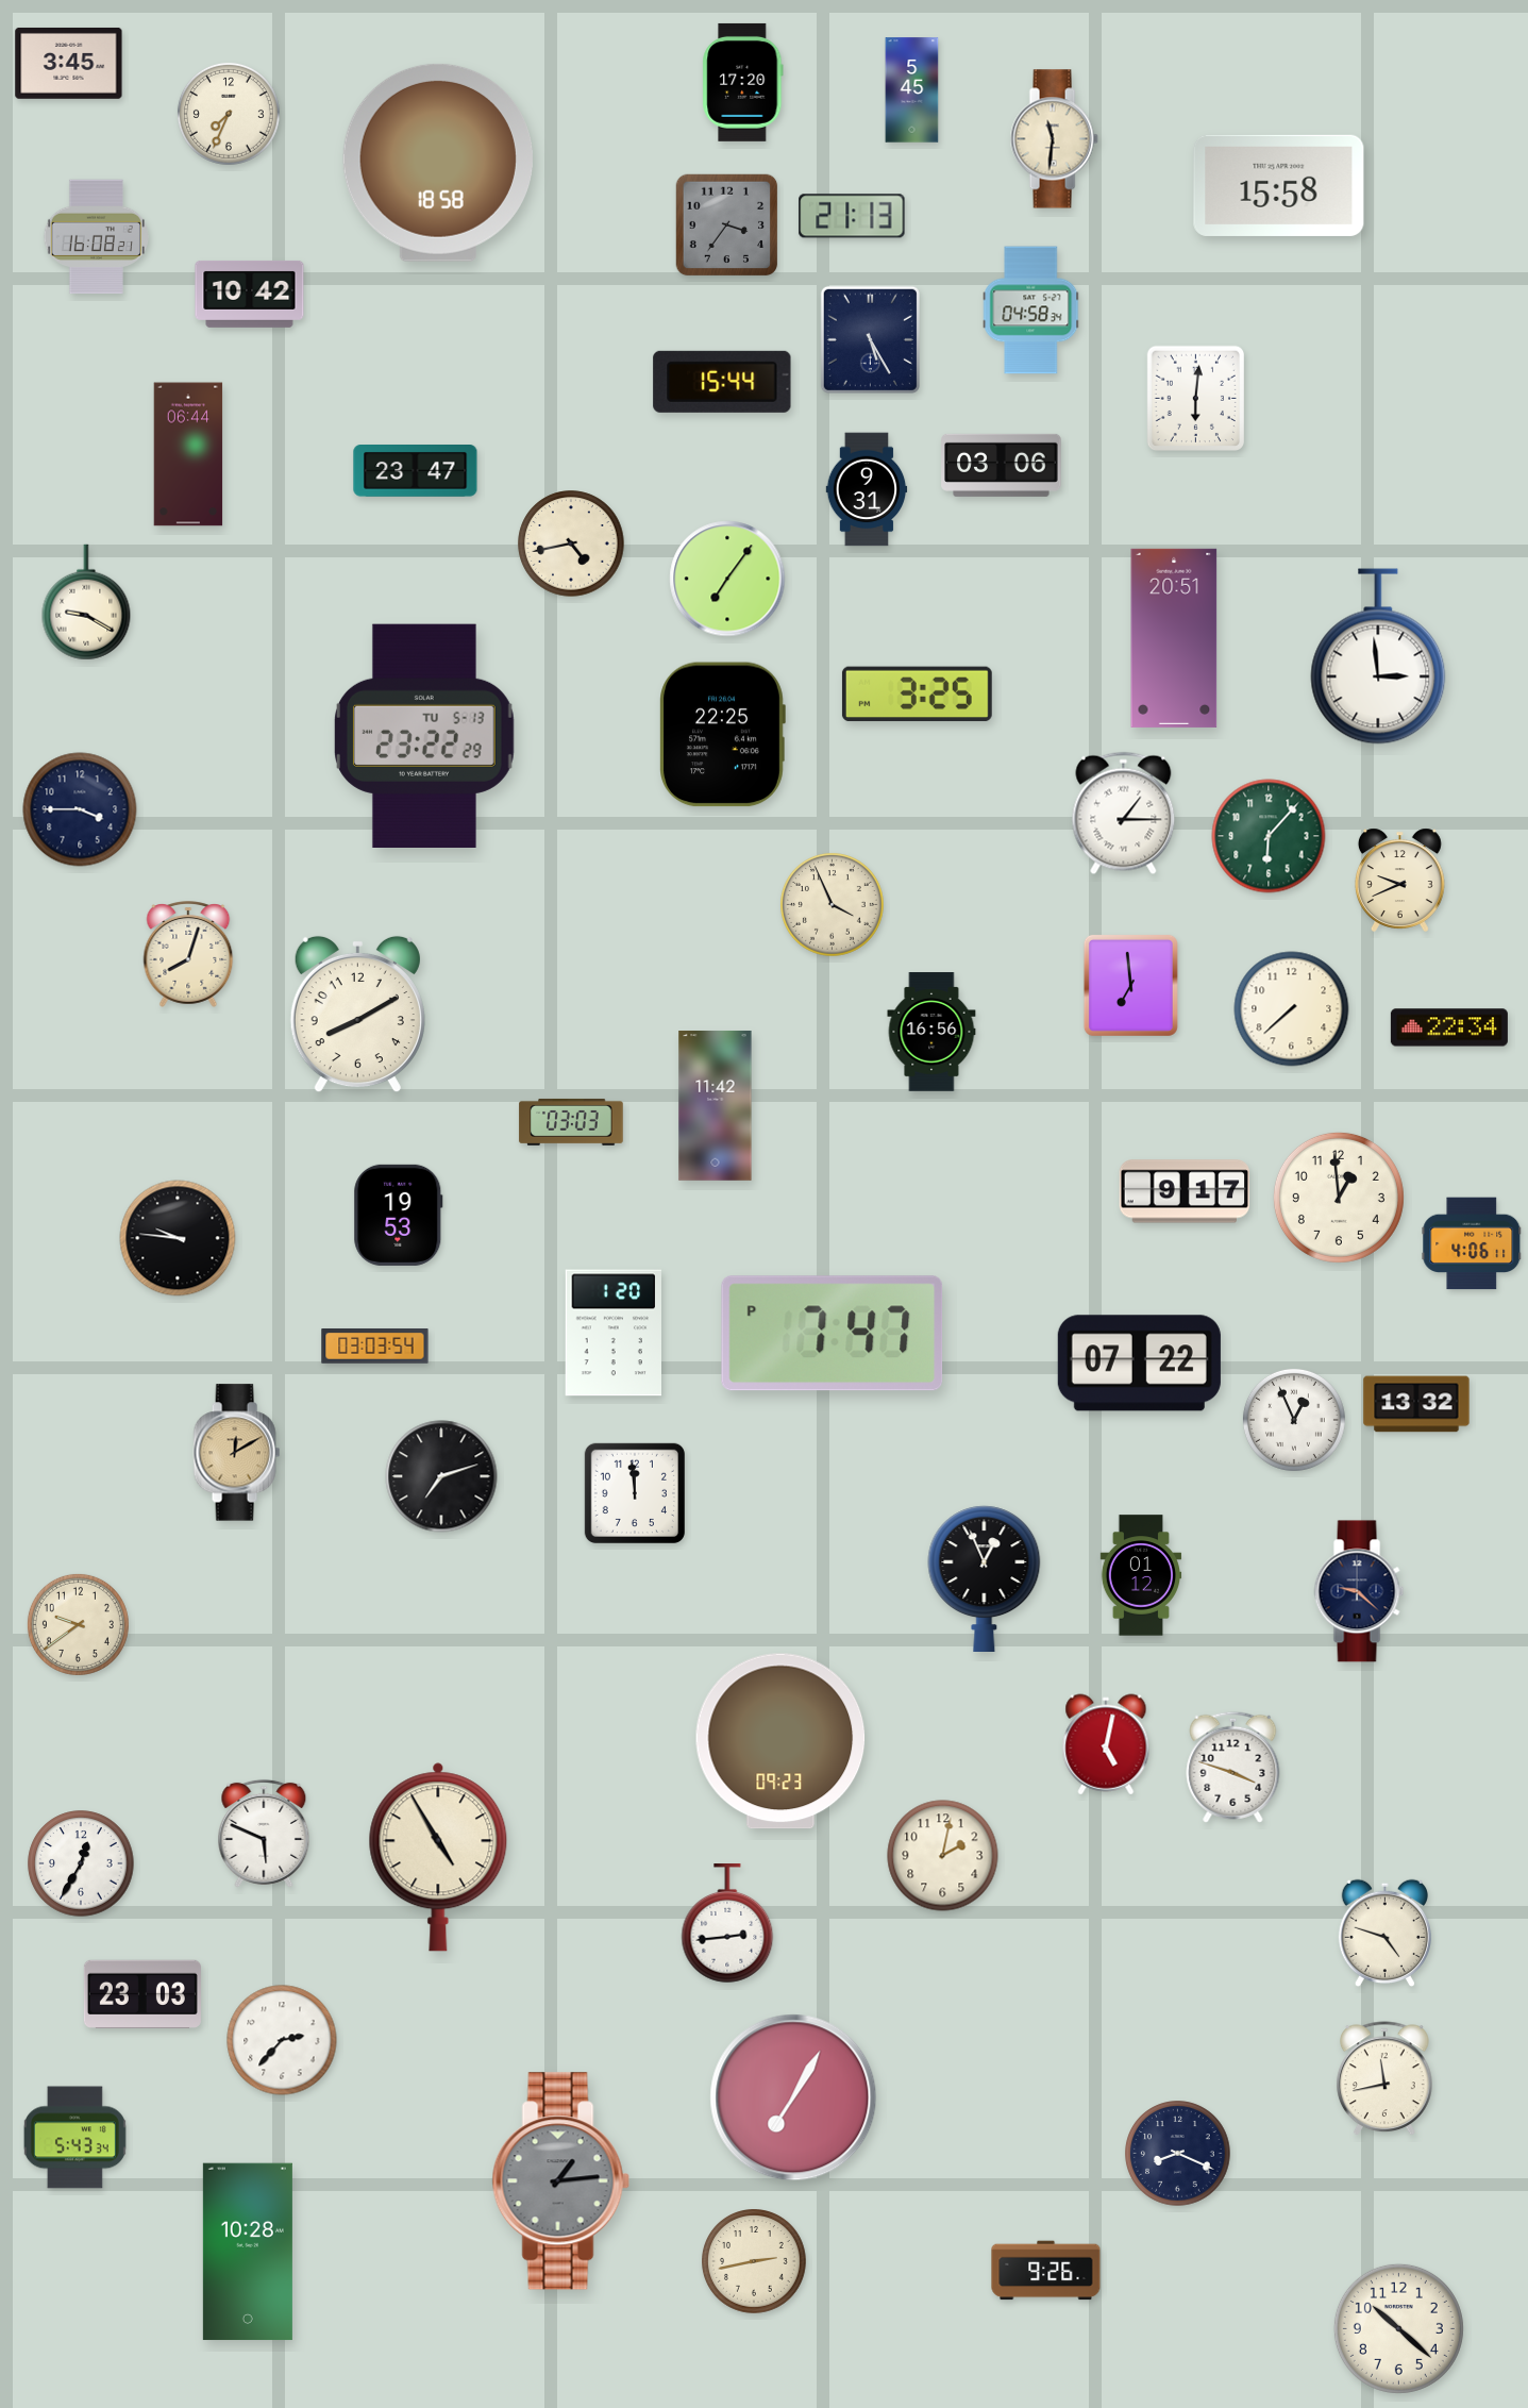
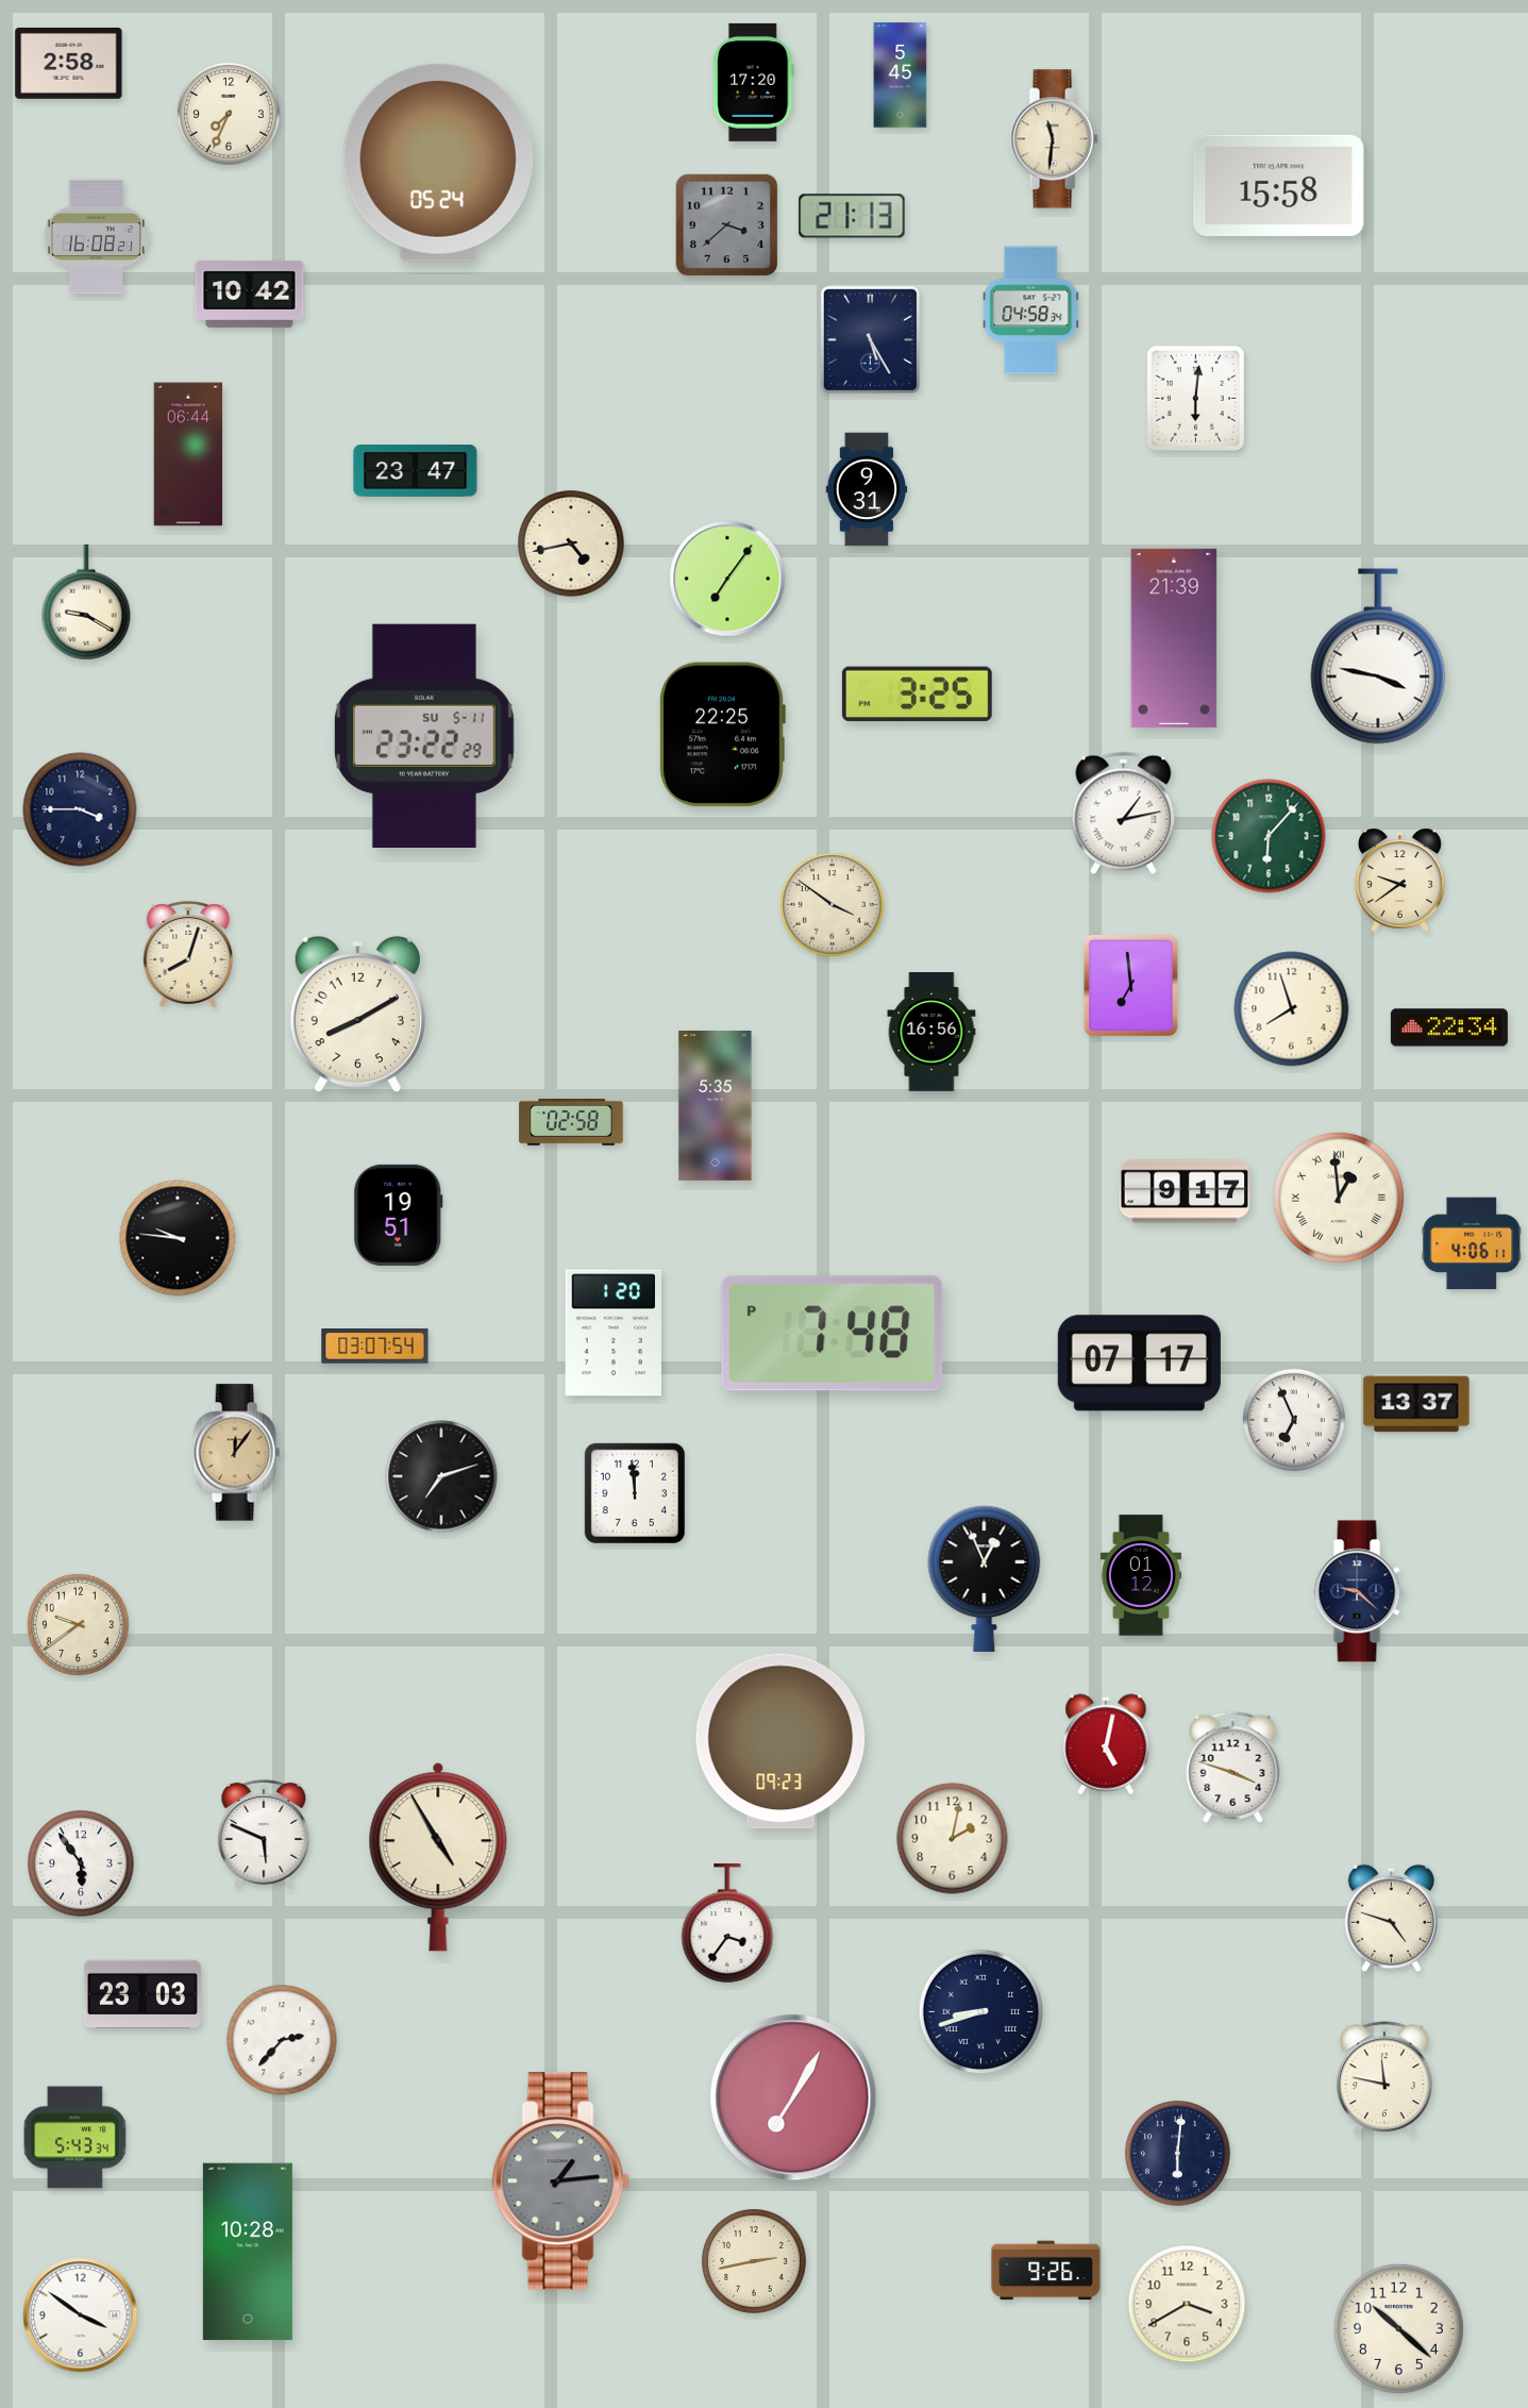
clock at (69, 64): 3:45 -> 2:58
clock at (743, 82) position: (743, 82) -> (754, 82)
clock at (912, 90) position: (912, 90) -> (901, 76)
clock at (438, 163): 18:58 -> 05:24
clock at (727, 225): 3:36 -> 3:38
clock at (722, 382): 15:44 -> none
clock at (1002, 465): 03:06 -> none
clock at (1174, 638): 20:51 -> 21:39
clock at (1378, 656): 2:59 -> 3:47
clock at (424, 735) date: TU 5-13 -> SU 5-11
clock at (1124, 814): 1:15 -> 1:13
clock at (1399, 880): 9:41 -> 9:39
clock at (832, 904): 3:56 -> 3:51
clock at (1292, 1009): 7:38 -> 7:57
clock at (716, 1106): 11:42 -> 5:35
clock at (571, 1122): 03:03 -> 02:58
clock at (1339, 1198) numerals: Arabic -> Roman
clock at (399, 1215): 19:53 -> 19:51
clock at (833, 1334): 7:47 -> 7:48
clock at (375, 1347): 03:03 -> 03:07
clock at (1139, 1364): 07:22 -> 07:17
clock at (1416, 1404): 13:32 -> 13:37
clock at (1294, 1420): 12:56 -> 6:56
clock at (236, 1453): 12:10 -> 12:06
clock at (943, 1856) position: (943, 1856) -> (953, 1839)
clock at (81, 1863): 12:35 -> 5:54
clock at (727, 1924): 2:44 -> 3:36
clock at (1384, 1934) position: (1384, 1934) -> (1391, 1919)
clock at (981, 2012): none -> 8:42
clock at (1386, 2079): 11:43 -> 11:47
clock at (1178, 2154): 8:19 -> 6:01
clock at (1187, 2304): none -> 3:40
clock at (81, 2315): none -> 3:51
